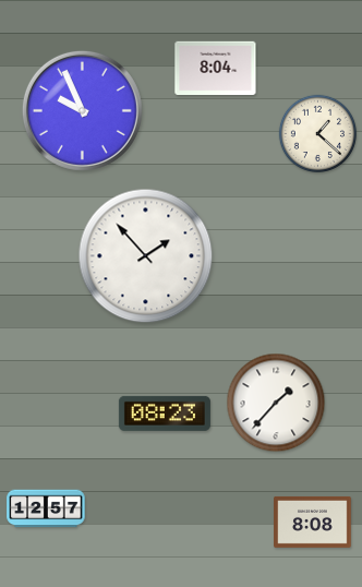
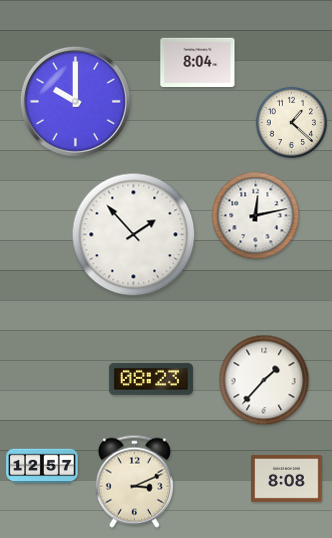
clock at (82, 110): 9:56 -> 10:00
clock at (256, 216): none -> 12:13
clock at (276, 403) position: (276, 403) -> (264, 380)
clock at (134, 481): none -> 3:11
